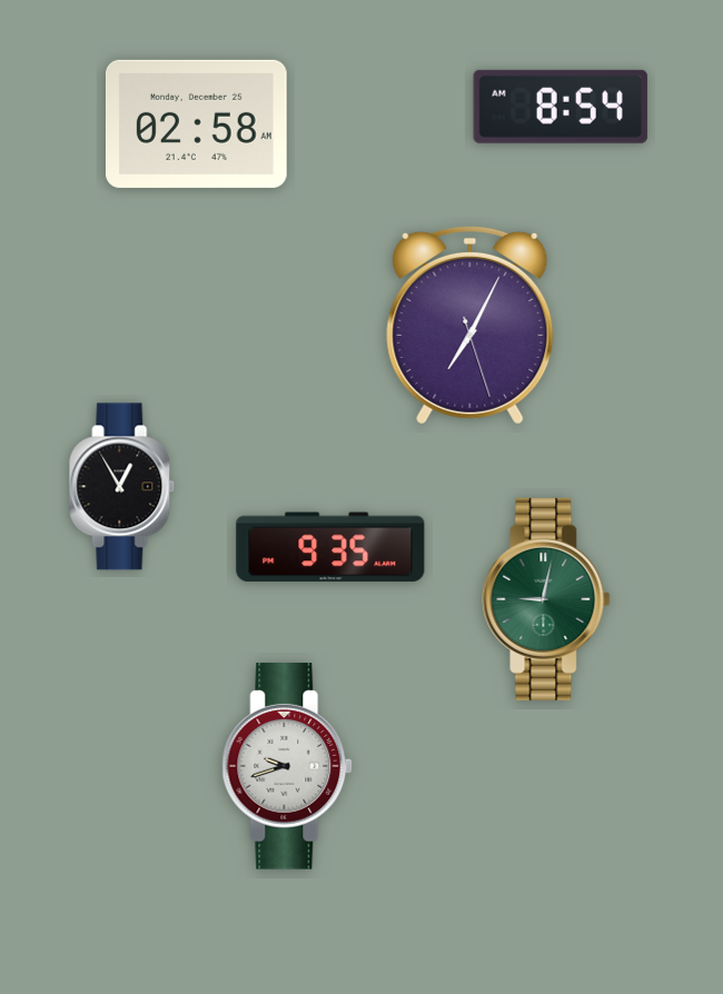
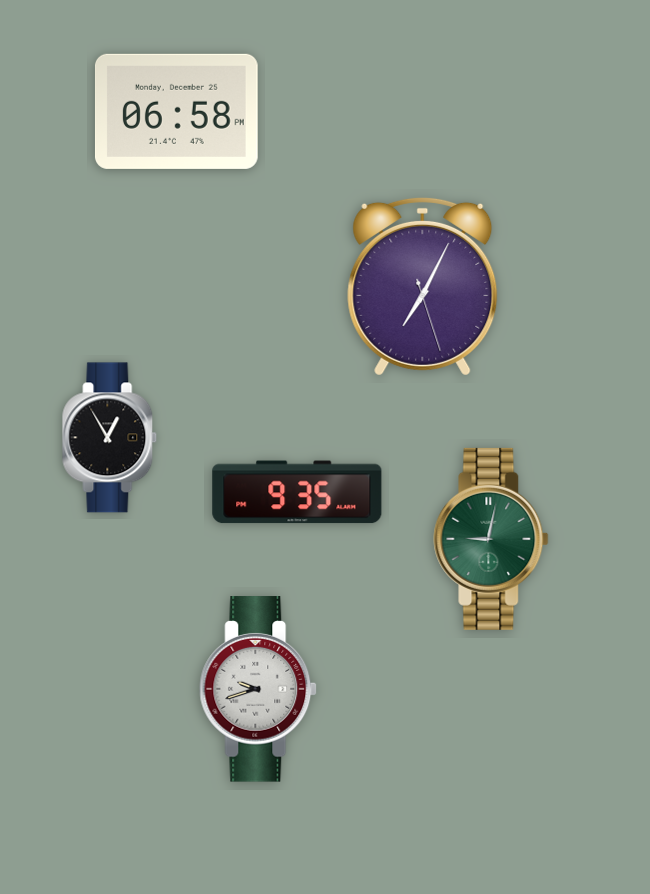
clock at (561, 107): 8:54 -> none
clock at (196, 123): 02:58 -> 06:58
clock at (471, 325) position: (471, 325) -> (423, 286)
